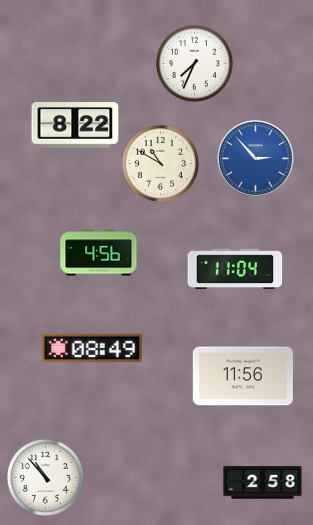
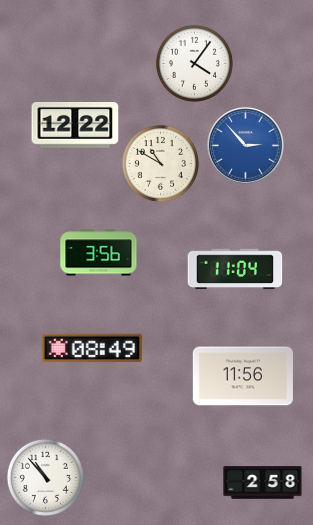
clock at (194, 63): 7:34 -> 4:06
clock at (75, 126): 8:22 -> 12:22
clock at (256, 159) position: (256, 159) -> (246, 146)
clock at (99, 253): 4:56 -> 3:56
